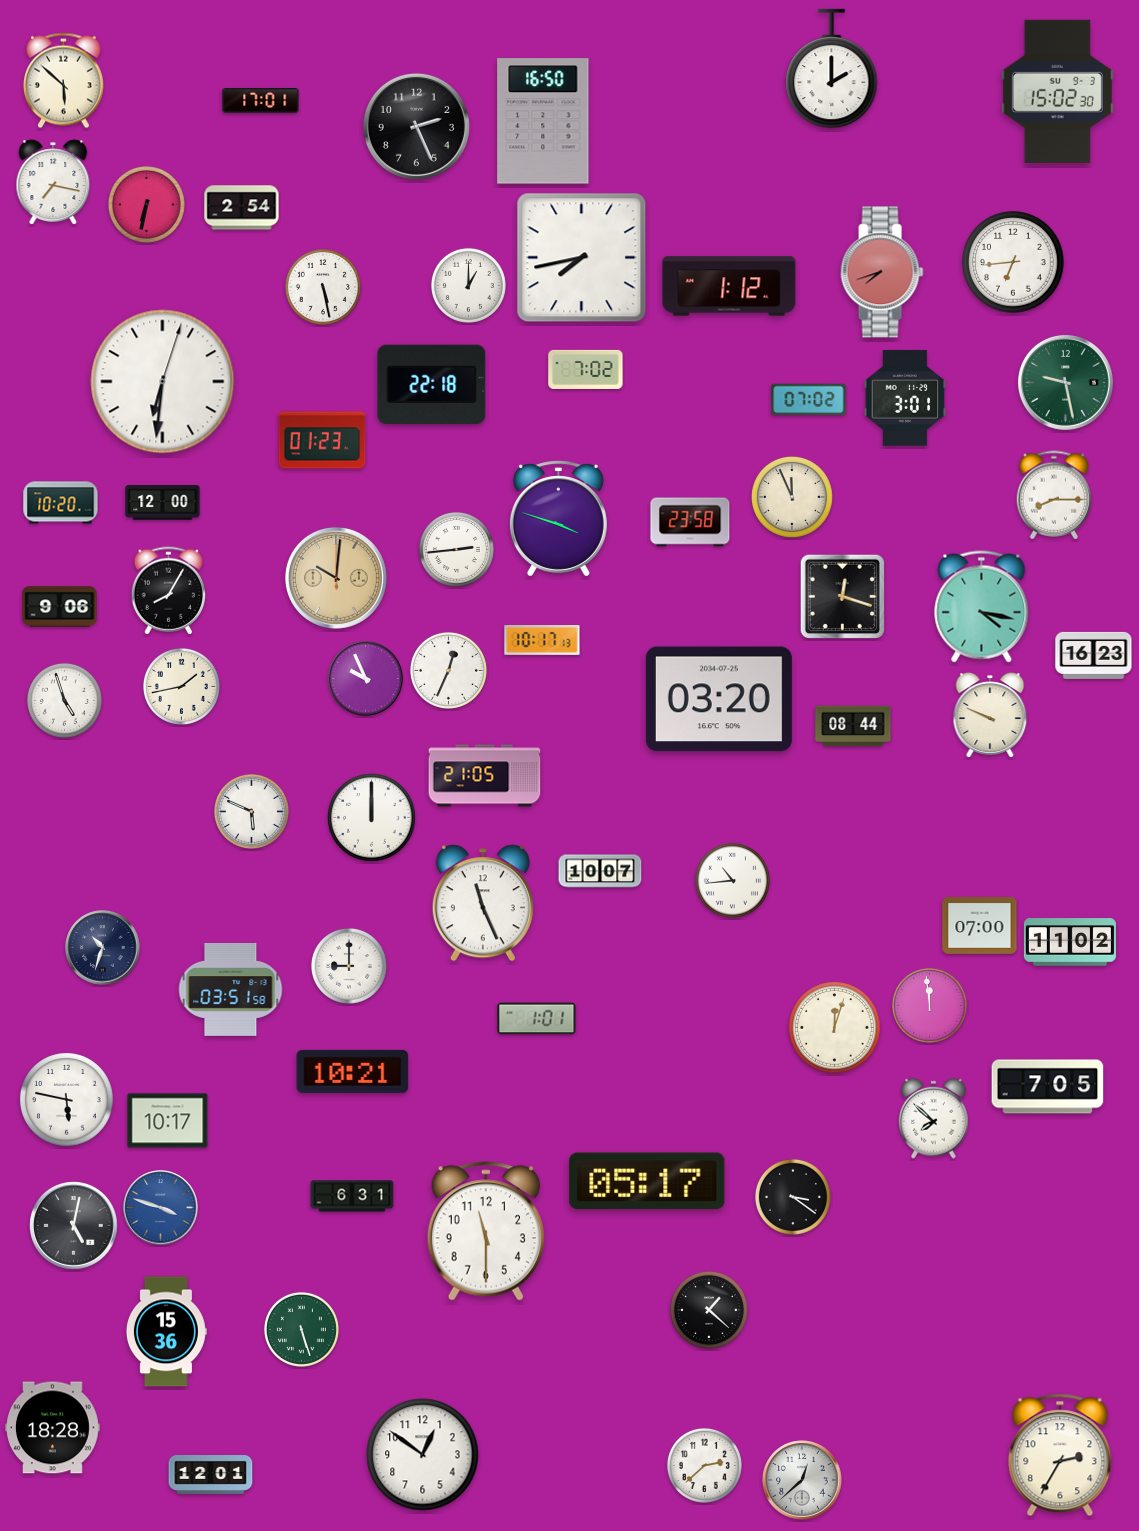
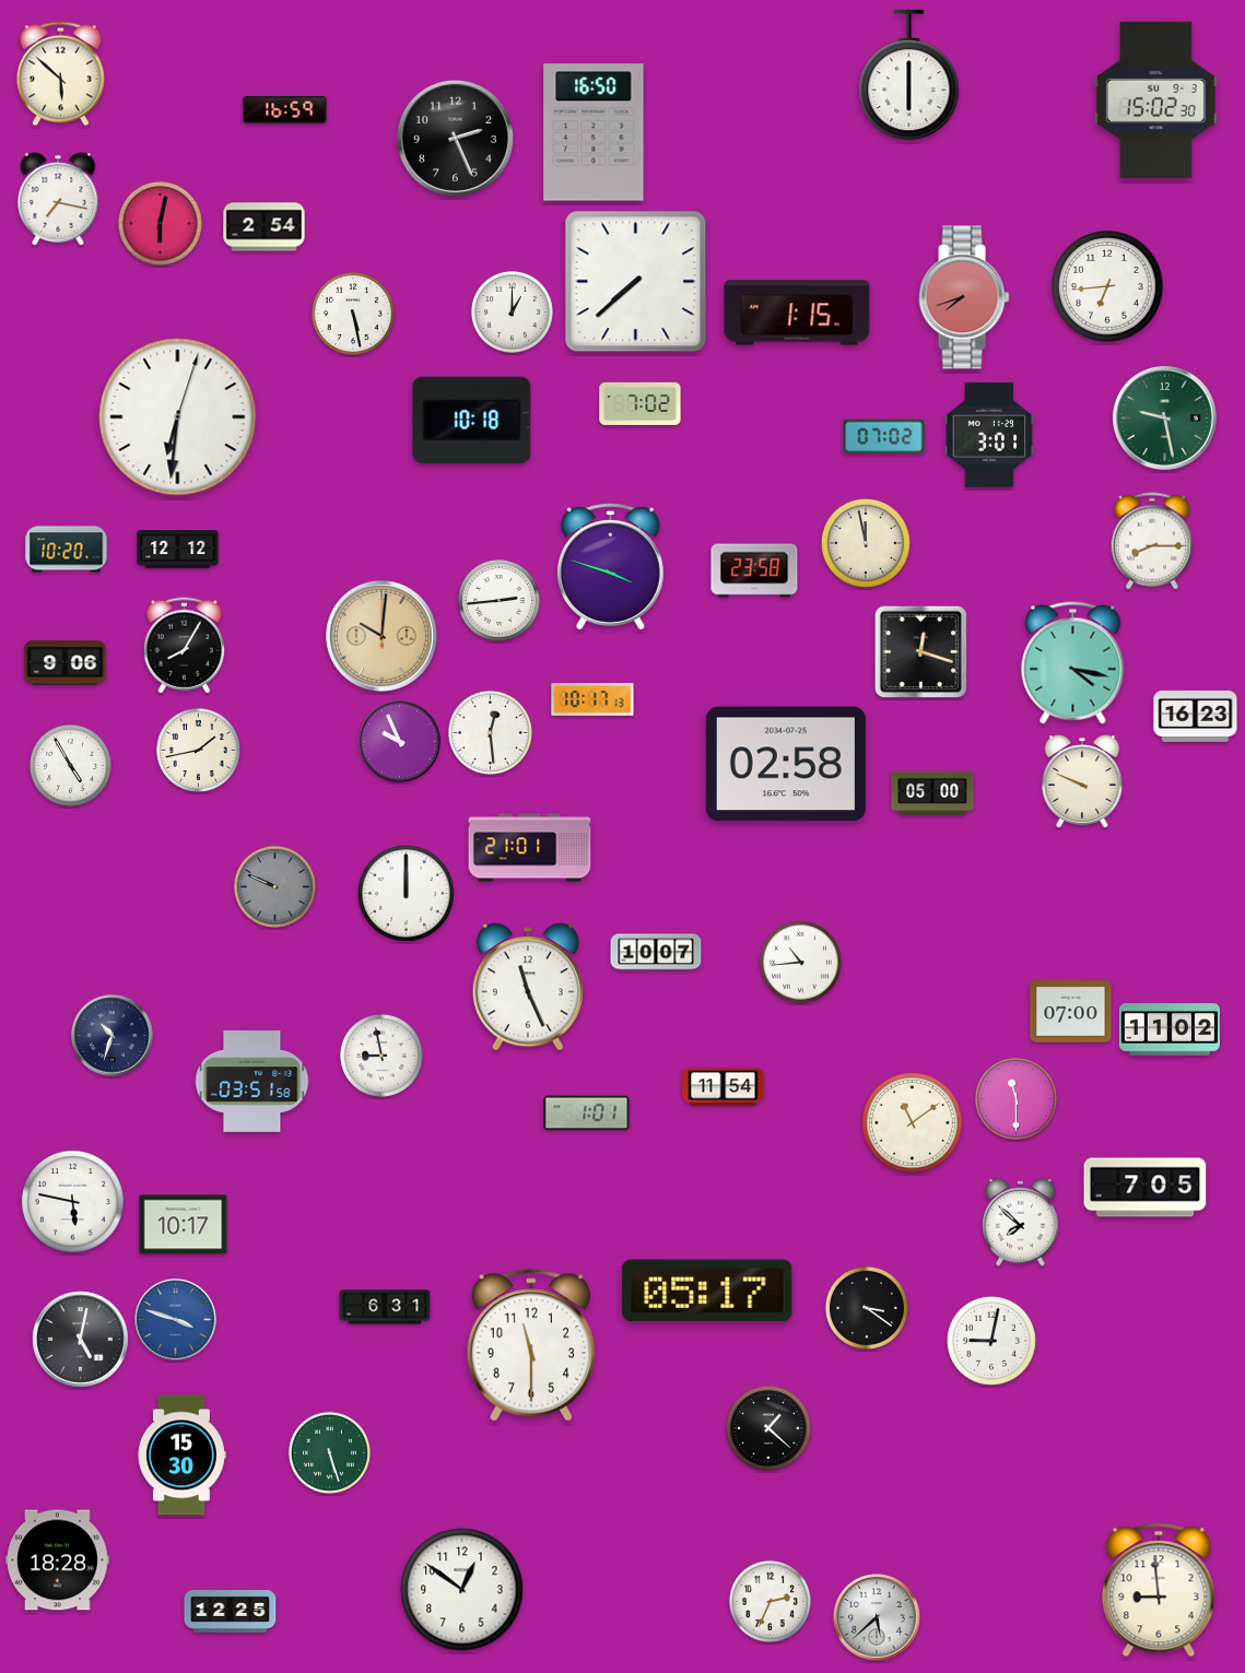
clock at (832, 69): 2:00 -> 6:00
clock at (63, 81) position: (63, 81) -> (60, 74)
clock at (261, 101): 17:01 -> 16:59
clock at (146, 204): 6:32 -> 6:02
clock at (582, 258): 7:43 -> 7:38
clock at (729, 286): 1:12 -> 1:15
clock at (432, 385): 22:18 -> 10:18
clock at (322, 440): 01:23 -> none
clock at (792, 497): 11:56 -> 11:58
clock at (163, 503): 12:00 -> 12:12
clock at (336, 578) position: (336, 578) -> (381, 636)
clock at (448, 670): 12:34 -> 12:29
clock at (719, 699): 03:20 -> 02:58
clock at (64, 700): 4:57 -> 4:55
clock at (853, 726): 08:44 -> 05:00
clock at (485, 776): 21:05 -> 21:01
clock at (251, 811): 5:49 -> 9:49
clock at (251, 811) dial: white -> grey
clock at (349, 966): 9:00 -> 8:58
clock at (724, 1087): none -> 11:54
clock at (929, 1005): 11:59 -> 11:30
clock at (835, 1028): 12:03 -> 11:09
clock at (353, 1071): 10:21 -> none
clock at (991, 1341): none -> 9:02
clock at (709, 1310) position: (709, 1310) -> (768, 1428)
clock at (166, 1332): 15:36 -> 15:30
clock at (1060, 1455): 2:35 -> 8:59
clock at (704, 1465): 2:38 -> 2:34
clock at (211, 1475): 12:01 -> 12:25
clock at (802, 1480): 12:38 -> 5:38
